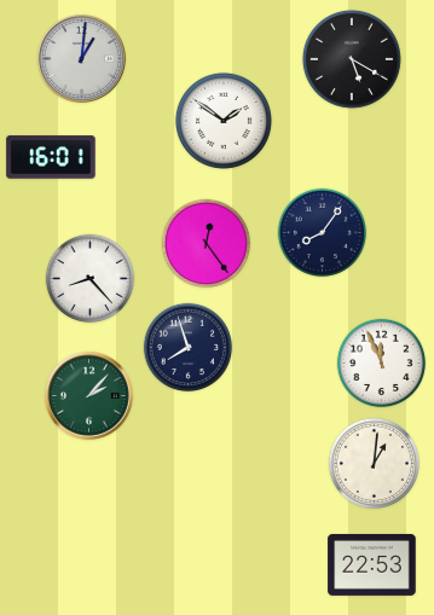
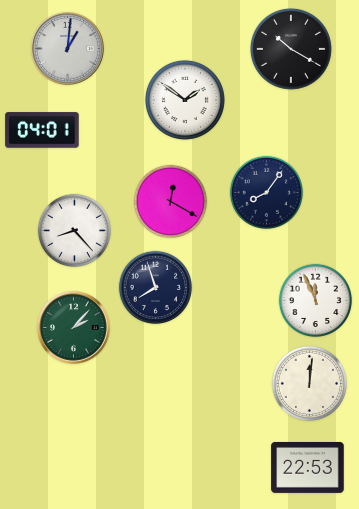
clock at (352, 59): 5:20 -> 10:20
clock at (51, 157): 16:01 -> 04:01
clock at (207, 244): 12:24 -> 12:20
clock at (374, 463): 1:01 -> 12:01
